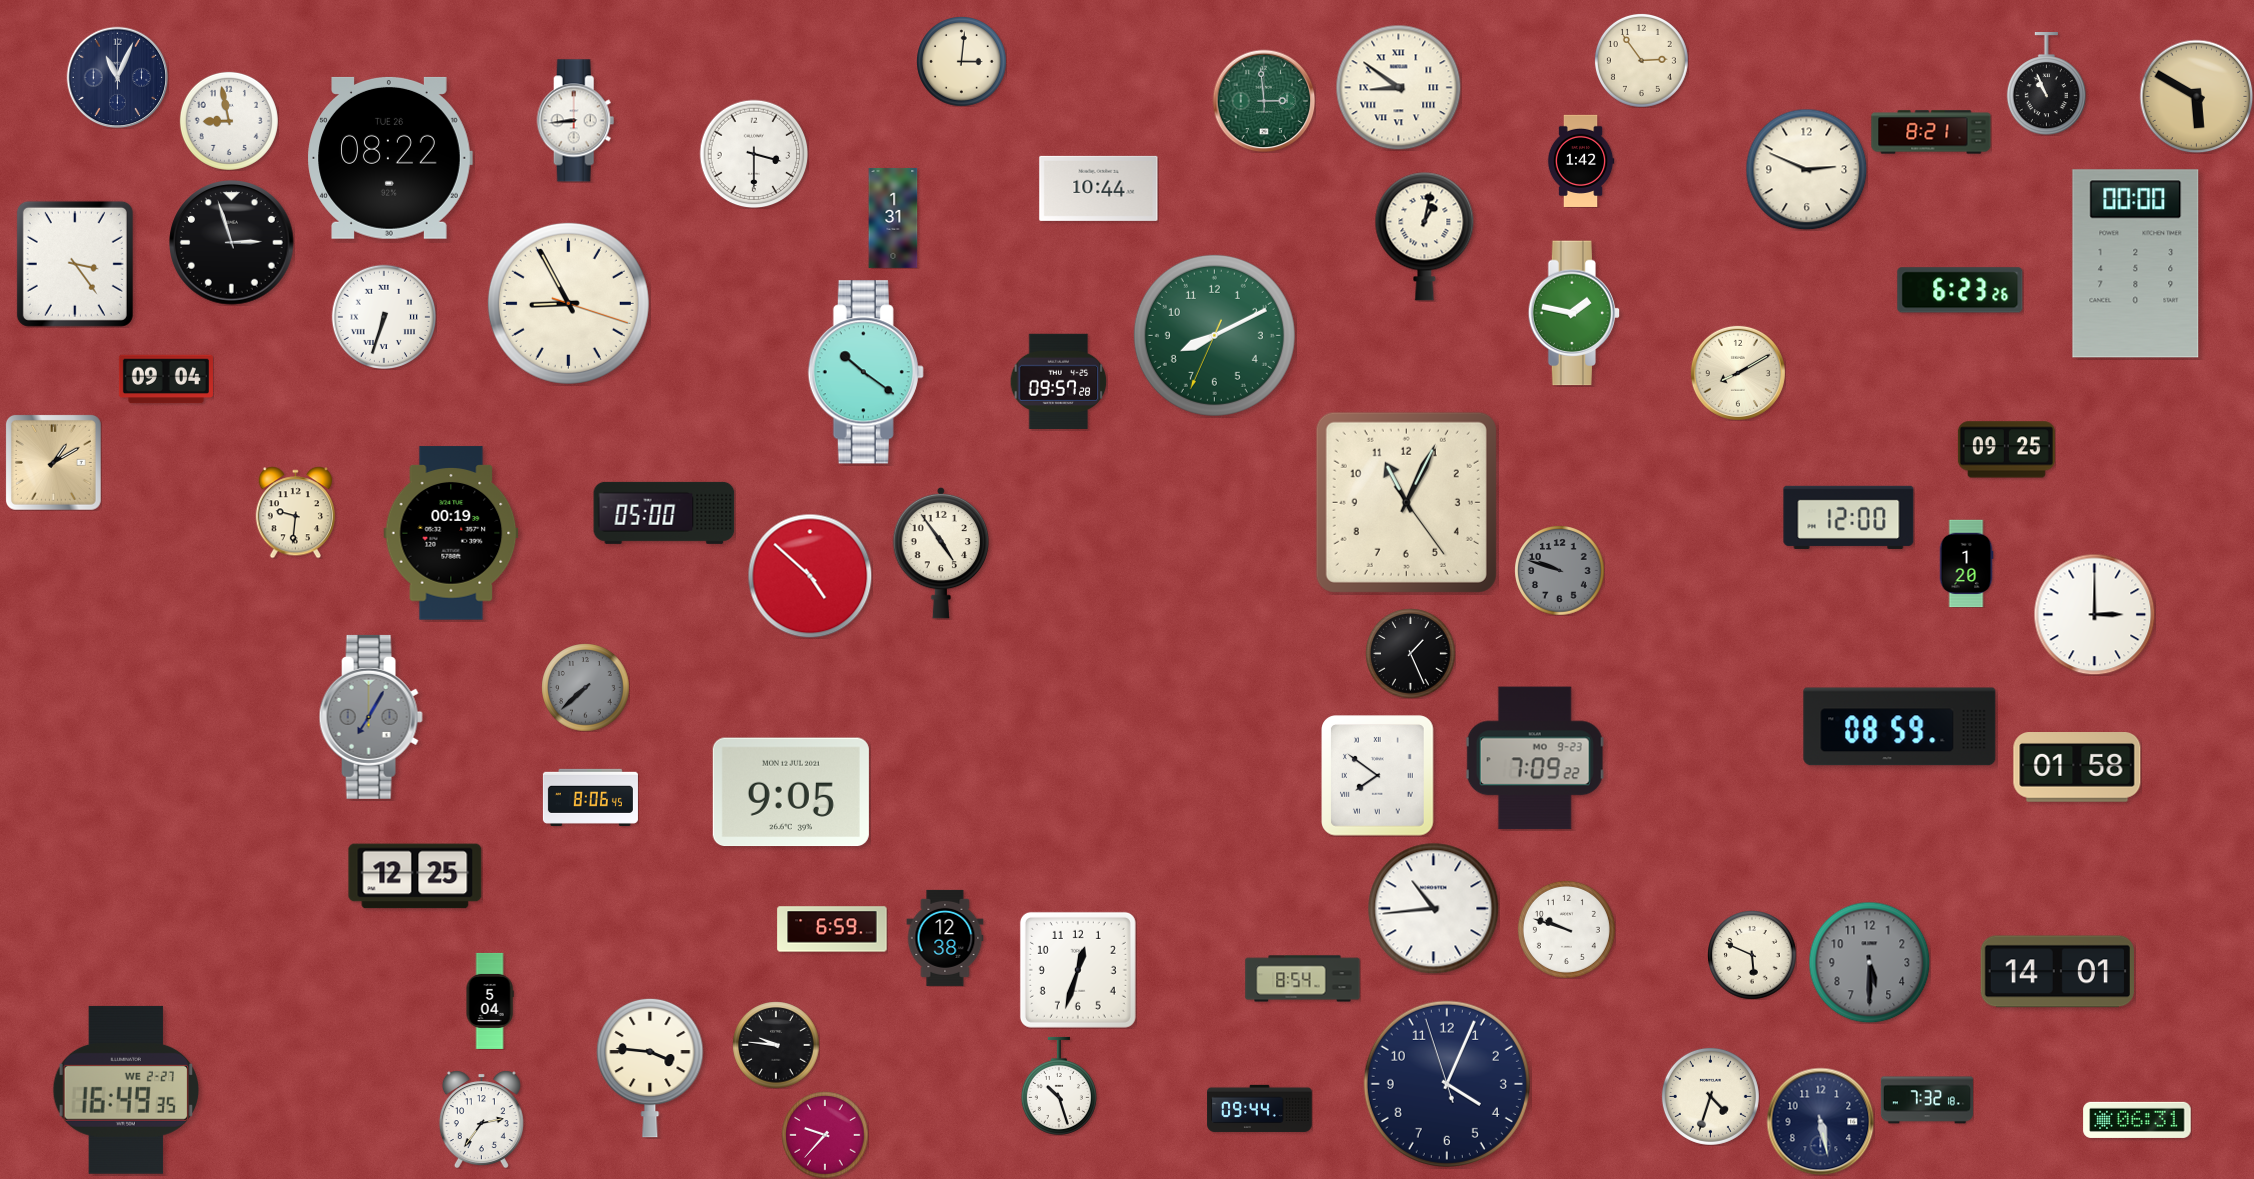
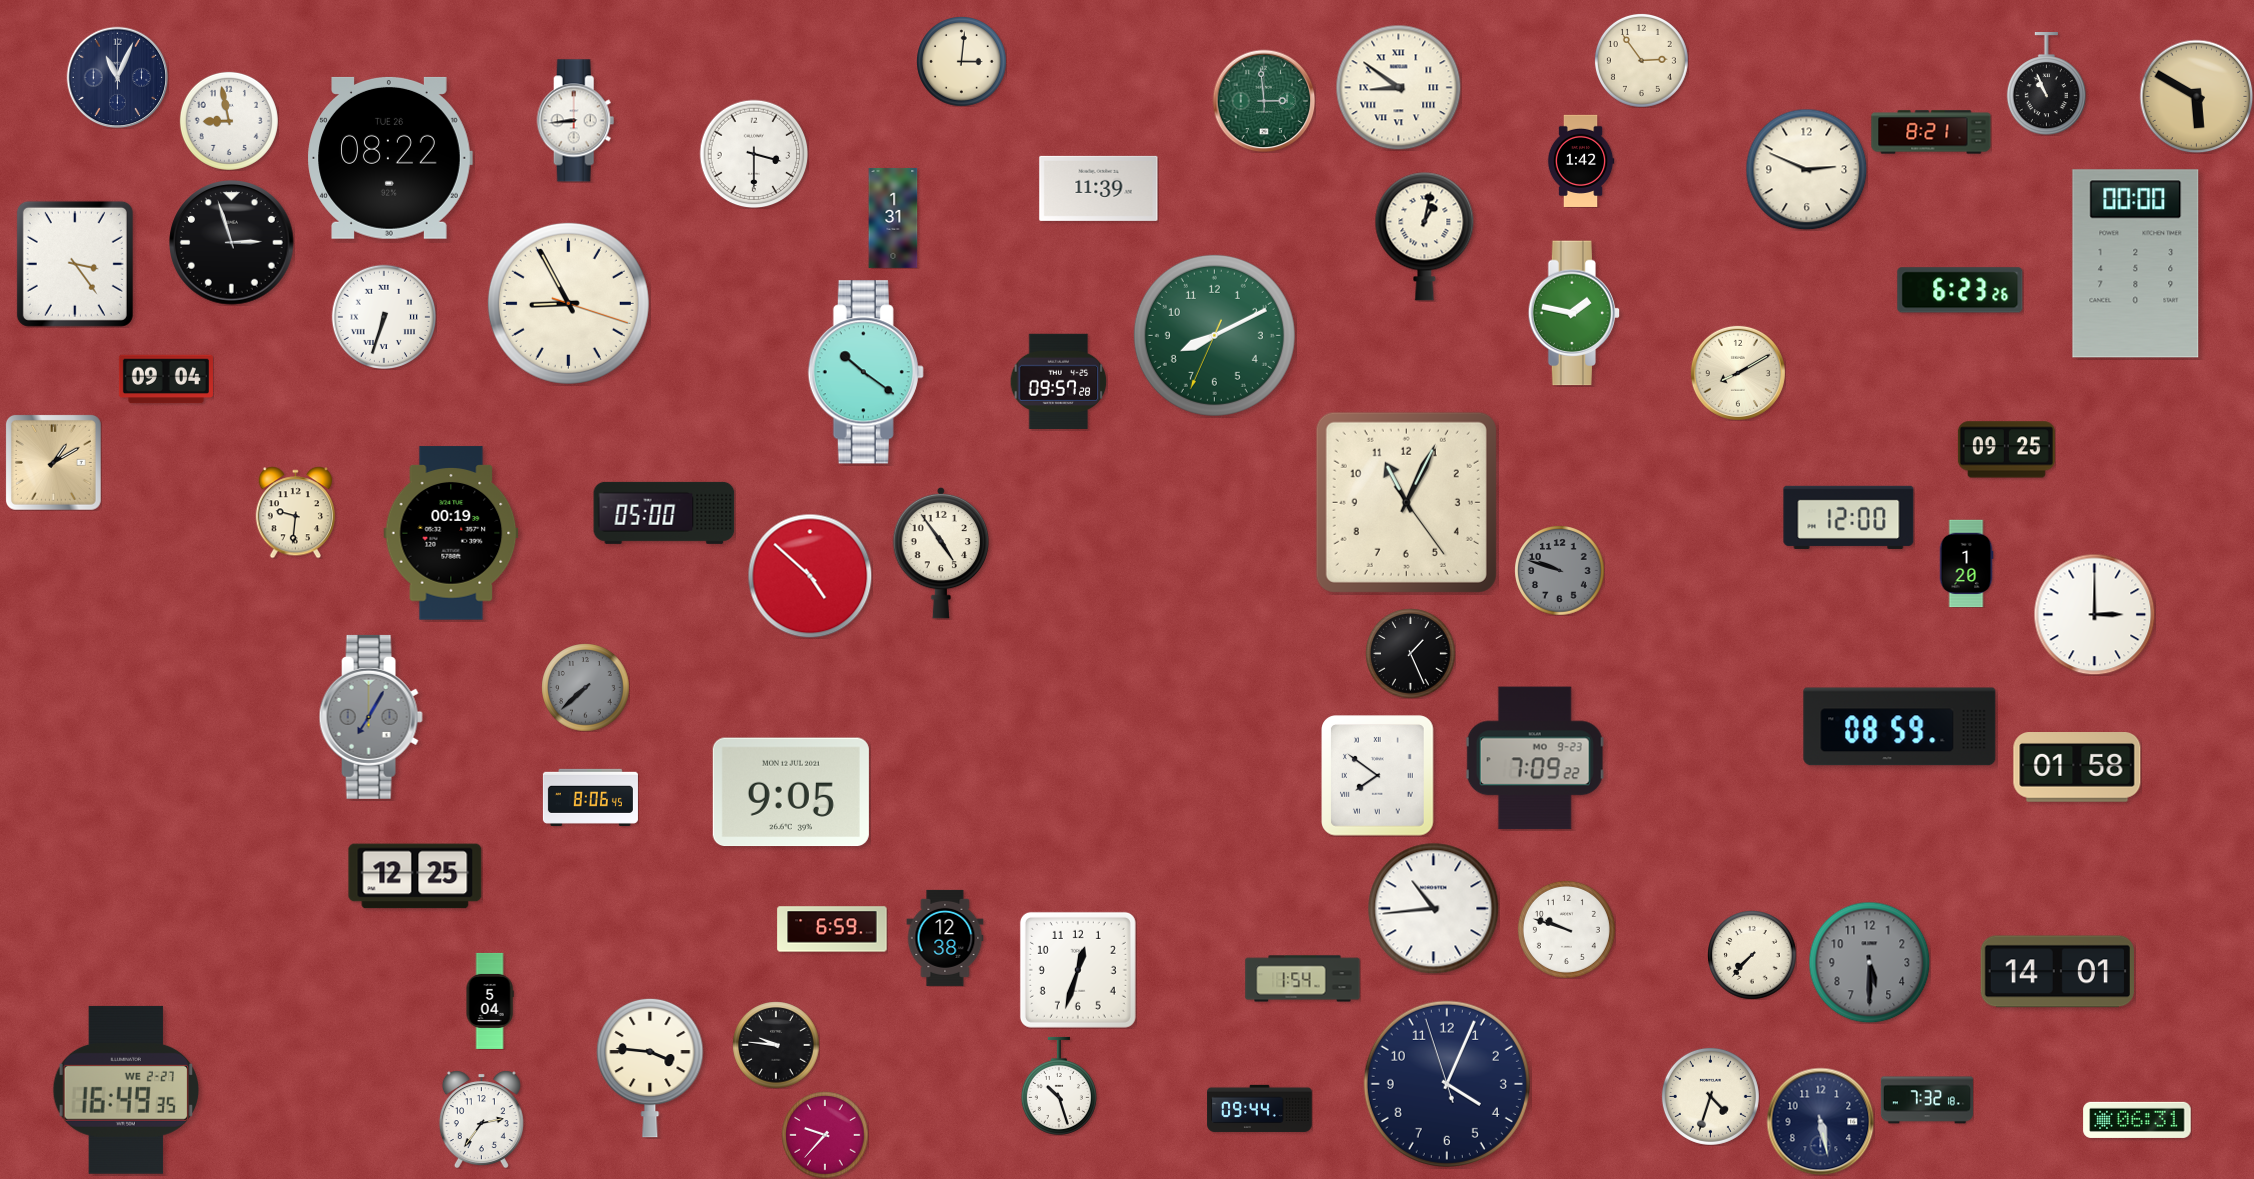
clock at (1099, 188): 10:44 -> 11:39
clock at (1752, 955): 5:49 -> 7:37
clock at (1303, 979): 8:54 -> 1:54
